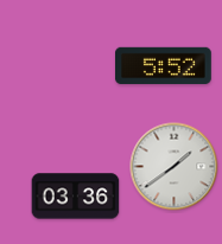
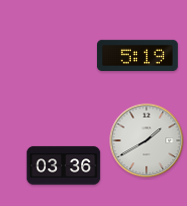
clock at (164, 65): 5:52 -> 5:19
clock at (175, 167): 1:39 -> 1:40
